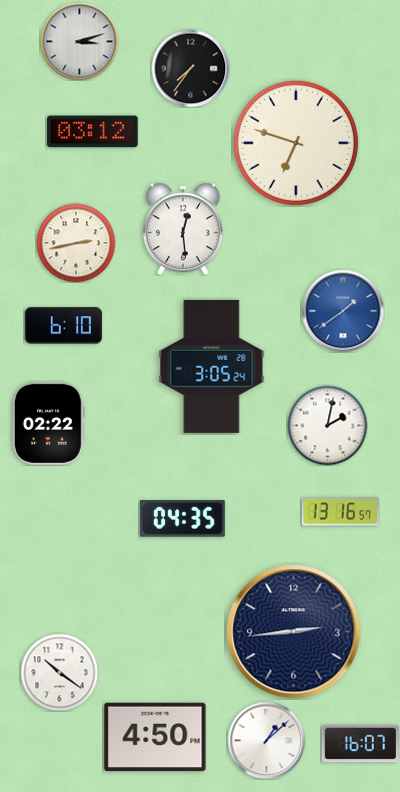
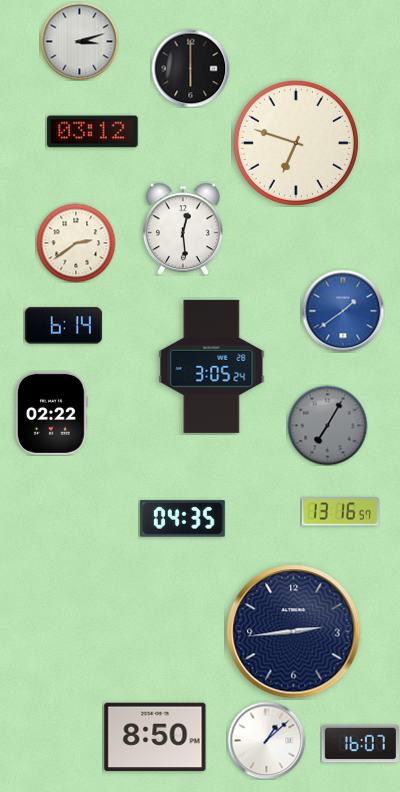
clock at (190, 68): 7:36 -> 6:00
clock at (76, 243): 2:43 -> 2:39
clock at (63, 326): 6:10 -> 6:14
clock at (48, 423) position: (48, 423) -> (51, 413)
clock at (327, 425): 2:02 -> 7:05
clock at (327, 425) dial: white -> grey
clock at (59, 672): 10:21 -> none
clock at (155, 737): 4:50 -> 8:50
